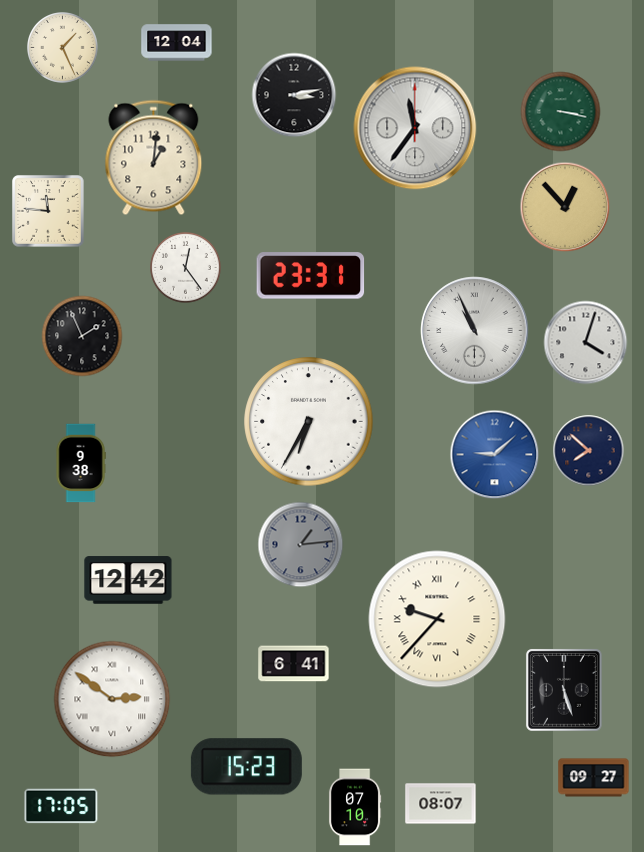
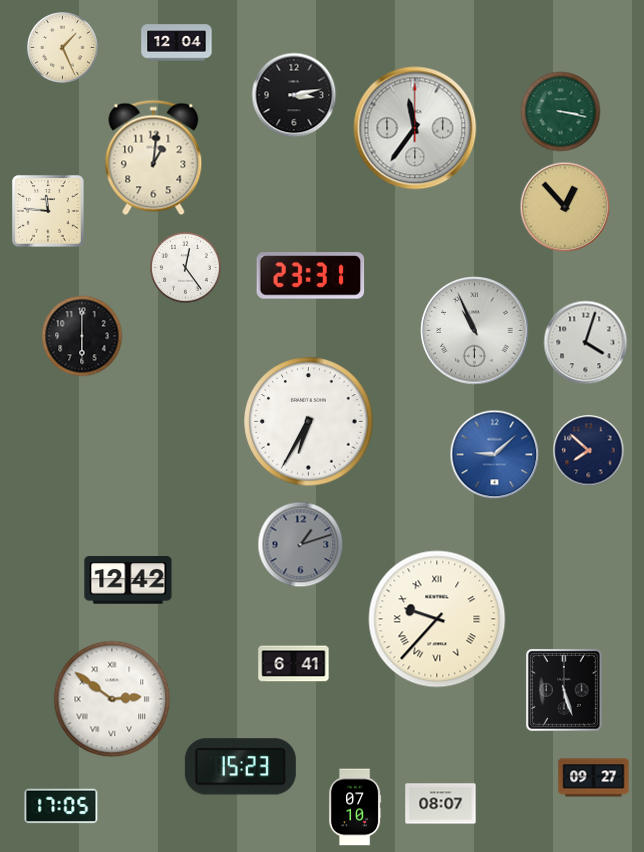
clock at (82, 336): 1:56 -> 6:00
clock at (81, 463): 9:38 -> none
clock at (301, 545): 1:14 -> 1:12
clock at (246, 767) position: (246, 767) -> (240, 767)
